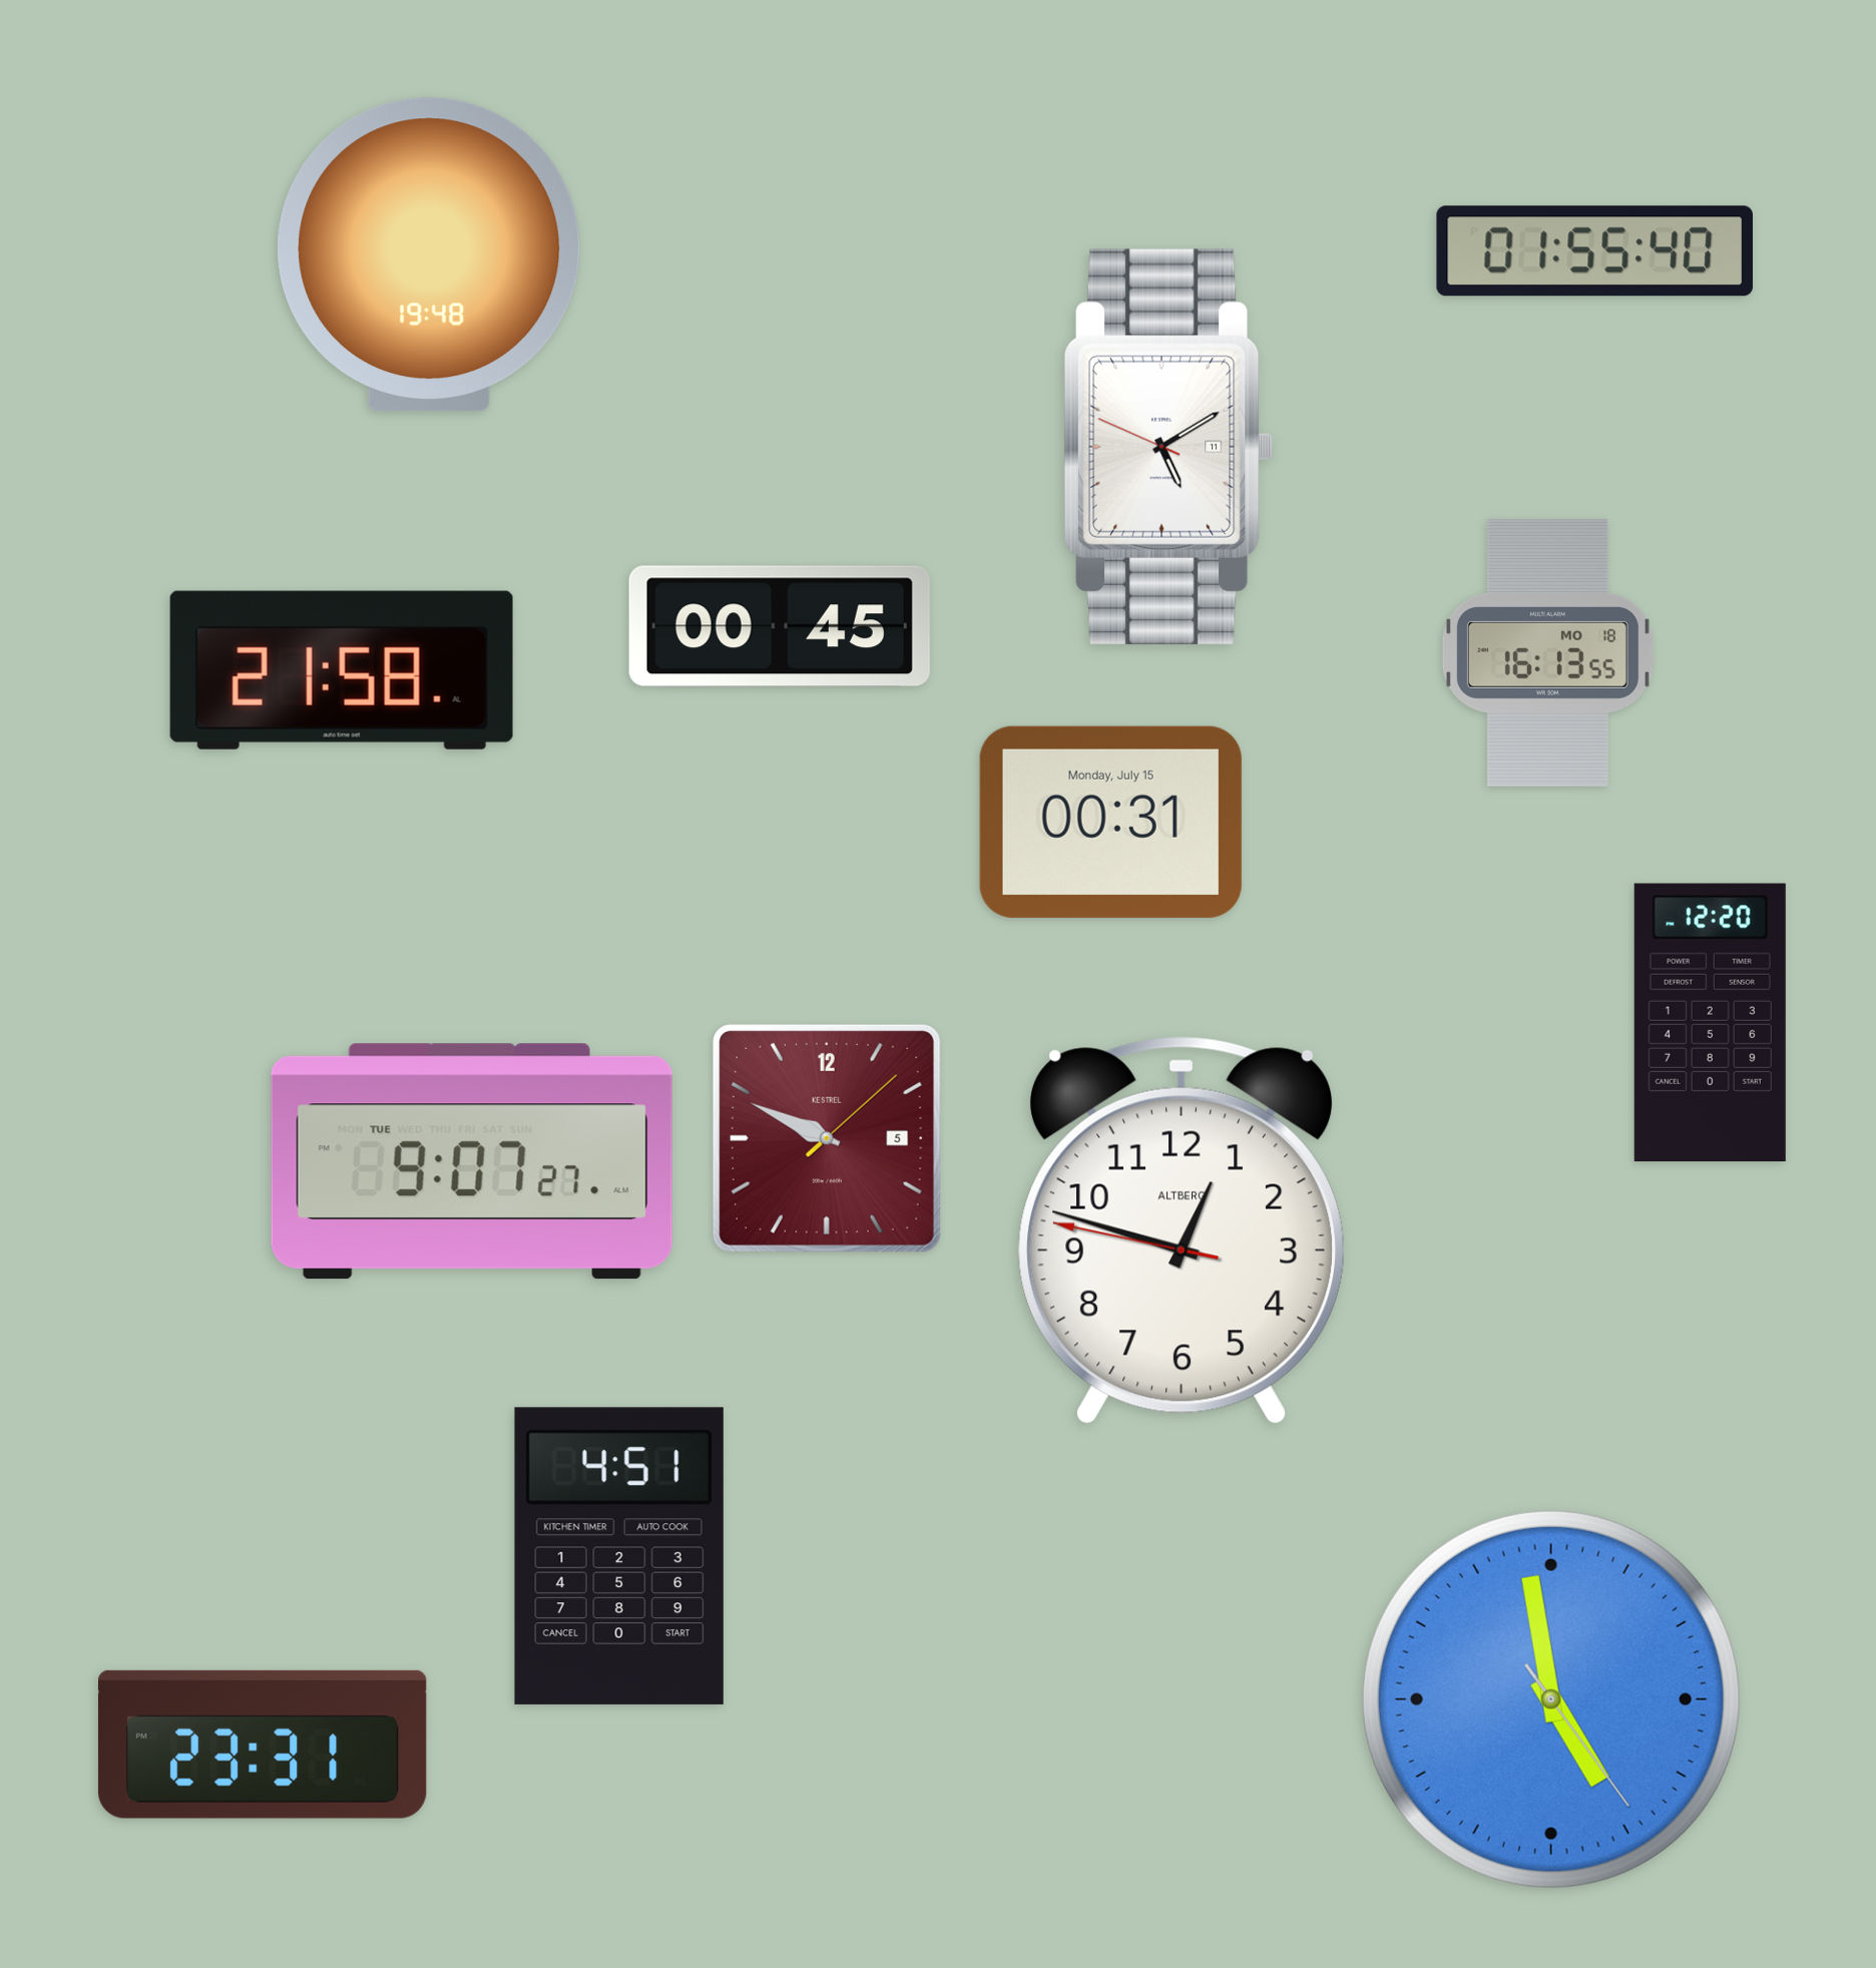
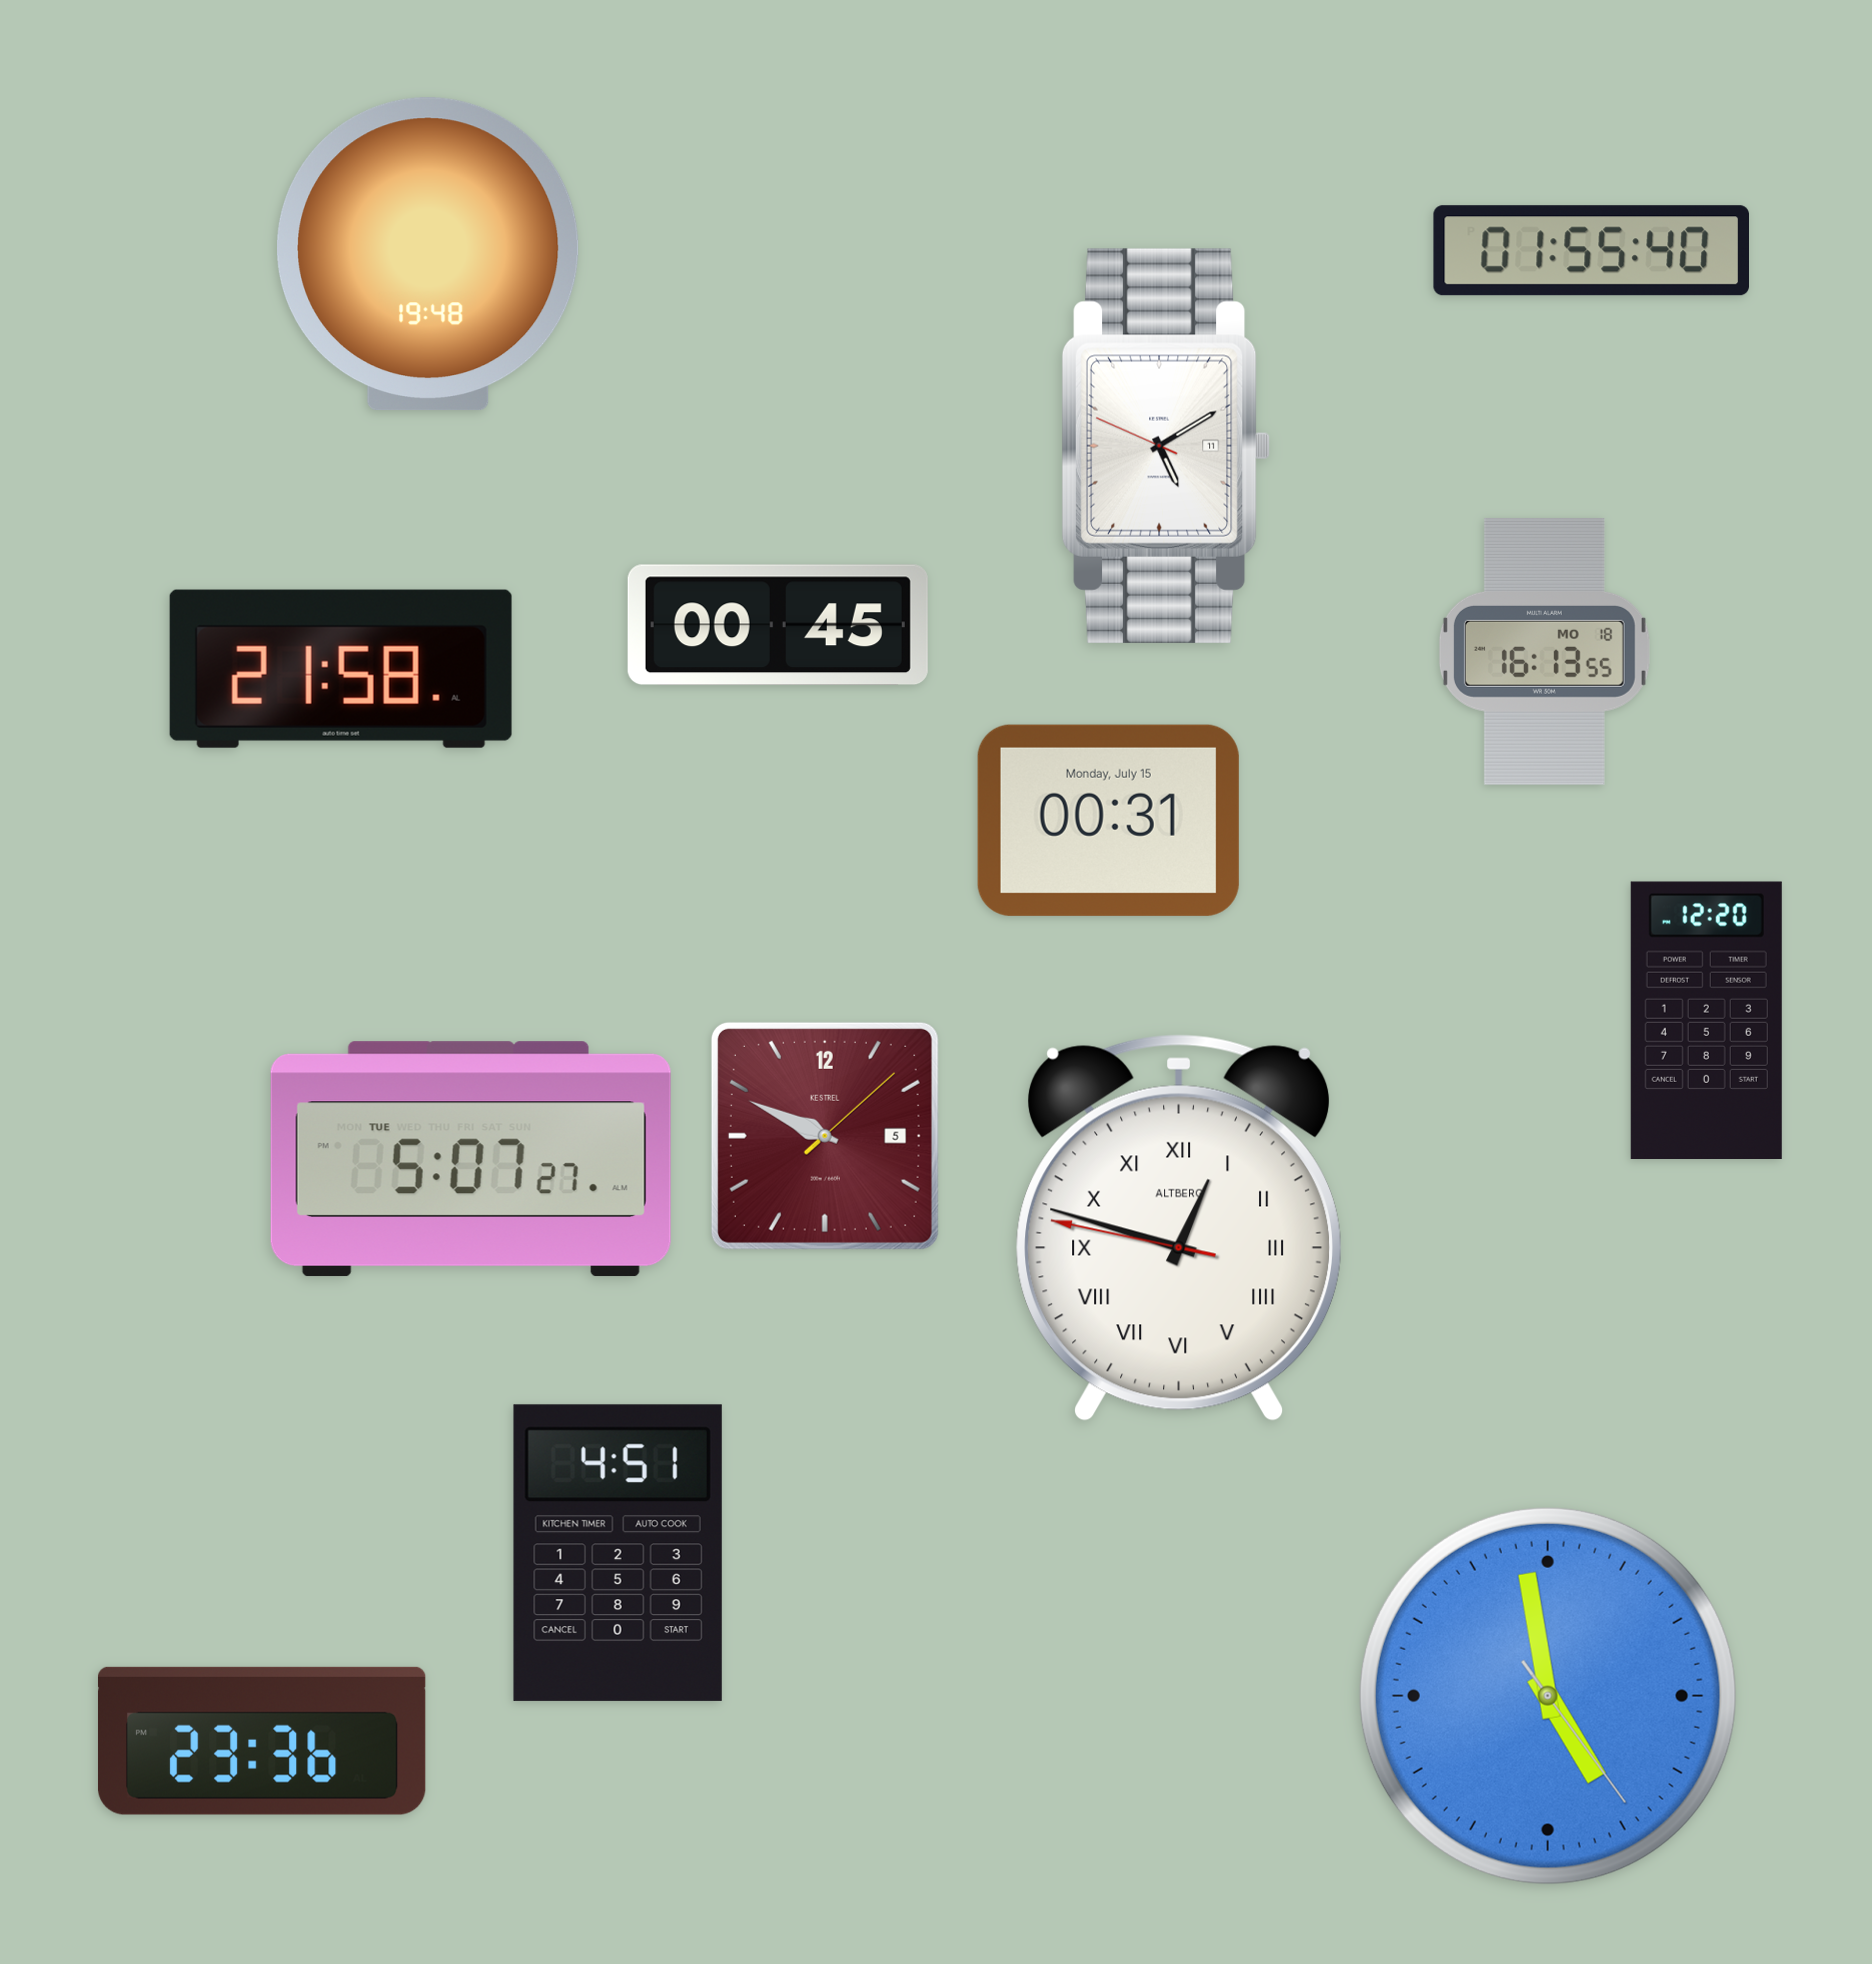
clock at (472, 1161): 9:07 -> 5:07
clock at (1182, 1231) numerals: Arabic -> Roman
clock at (263, 1745): 23:31 -> 23:36
